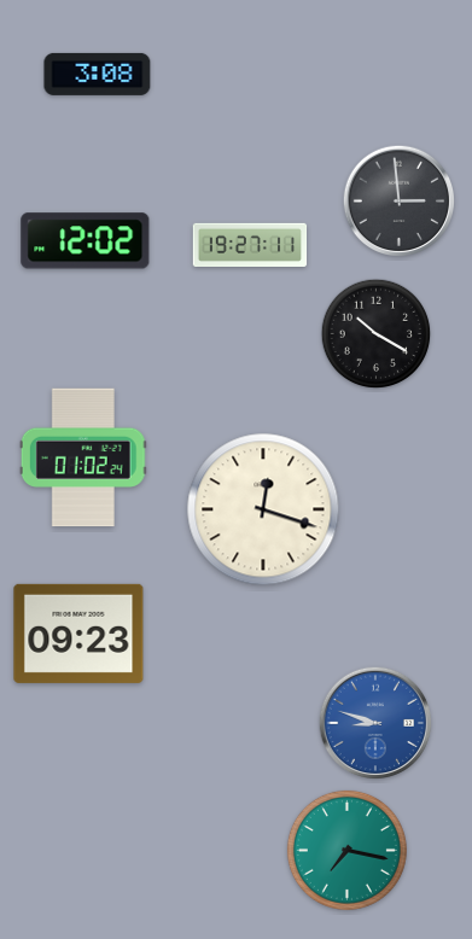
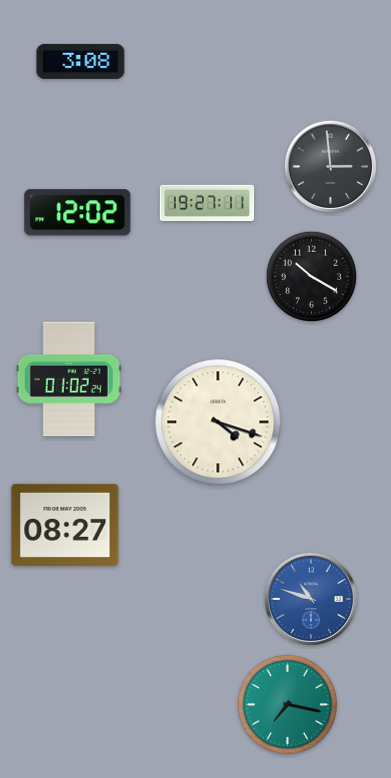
clock at (86, 241) position: (86, 241) -> (78, 213)
clock at (263, 509): 12:18 -> 4:18
clock at (78, 634): 09:23 -> 08:27
clock at (375, 723): 8:48 -> 10:48
